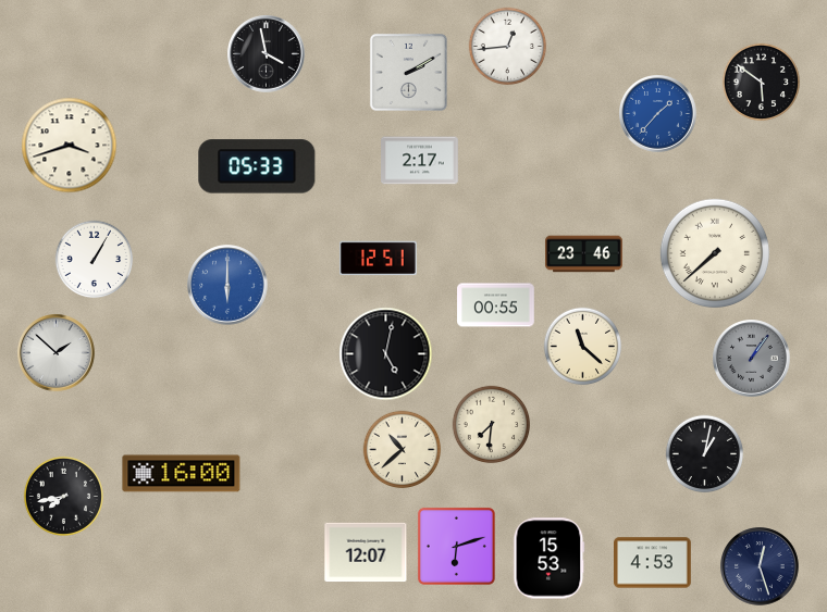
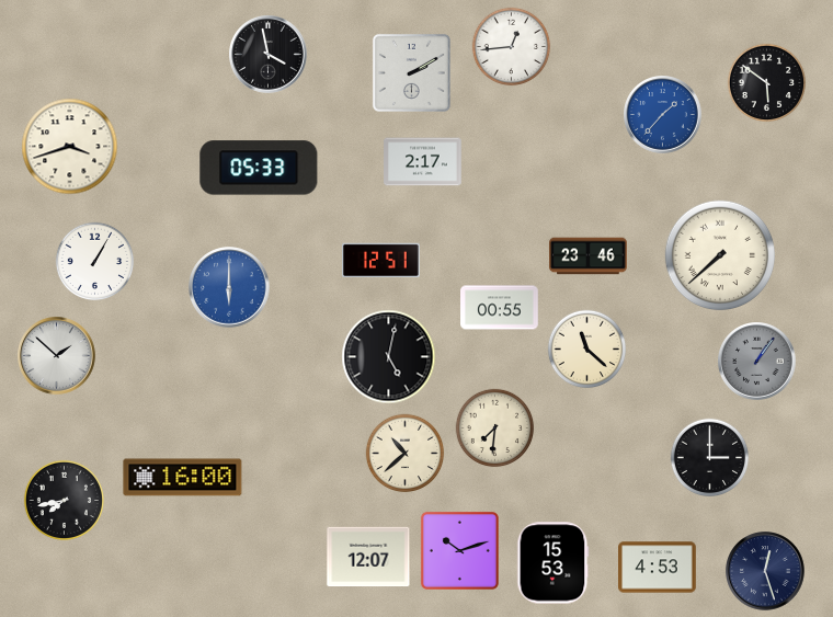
clock at (705, 454): 1:02 -> 3:00
clock at (456, 546): 6:12 -> 10:12
